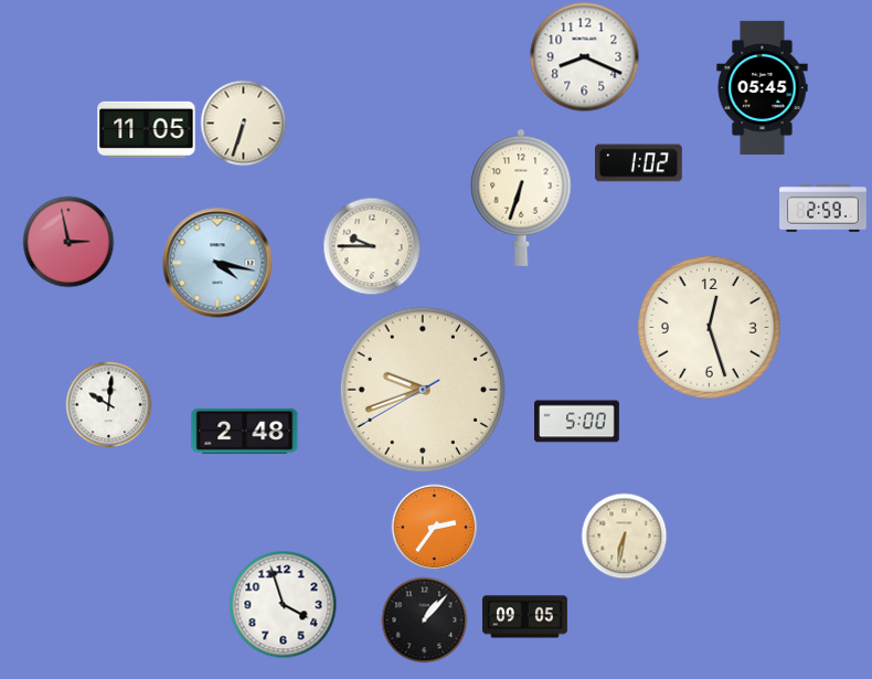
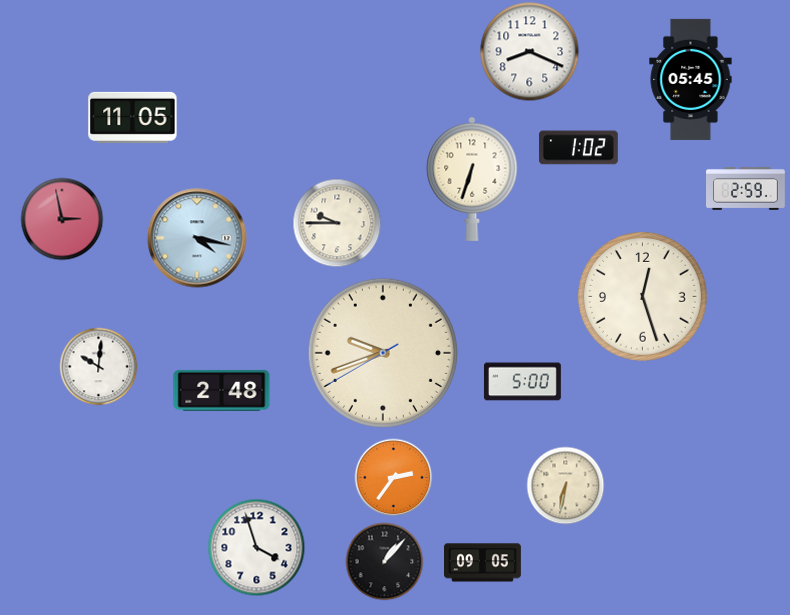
clock at (243, 123): 6:33 -> none
clock at (525, 617) position: (525, 617) -> (483, 563)
